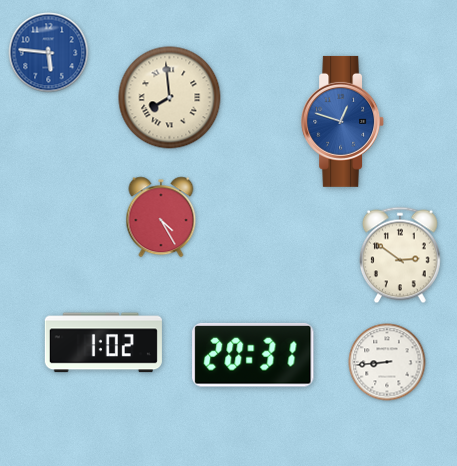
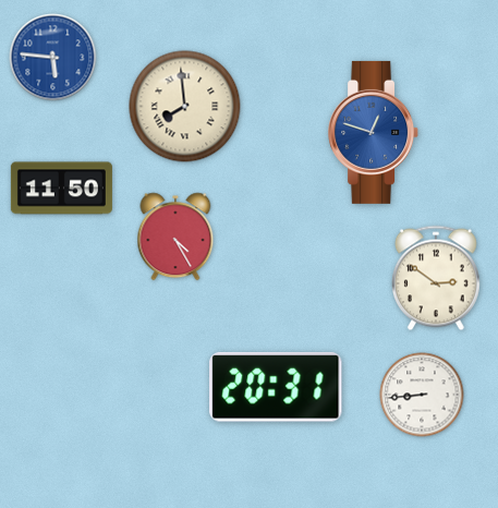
clock at (61, 189): none -> 11:50
clock at (103, 343): 1:02 -> none
